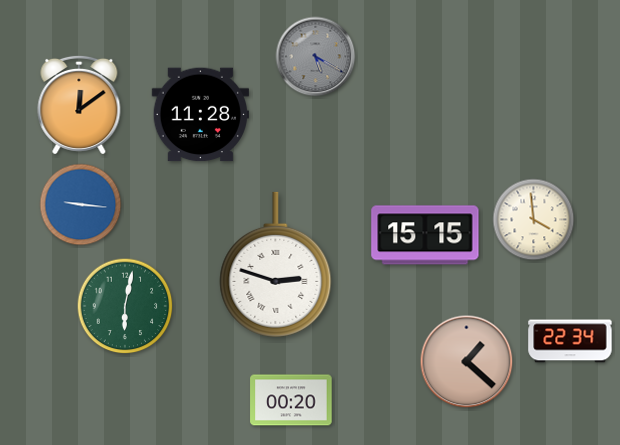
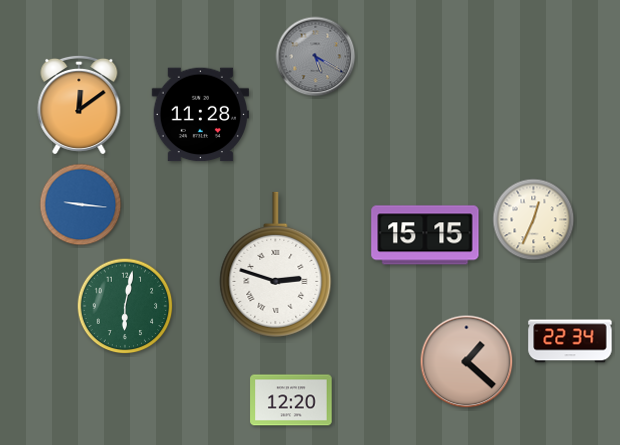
clock at (534, 220): 3:59 -> 12:34
clock at (291, 400): 00:20 -> 12:20
